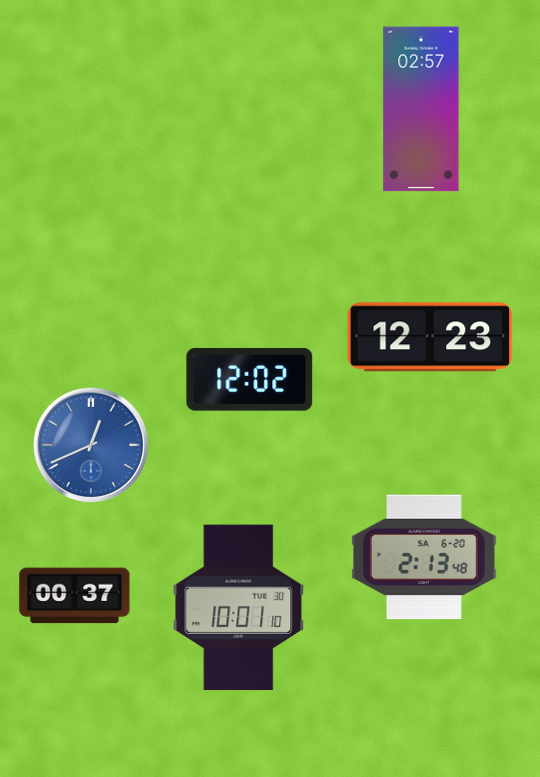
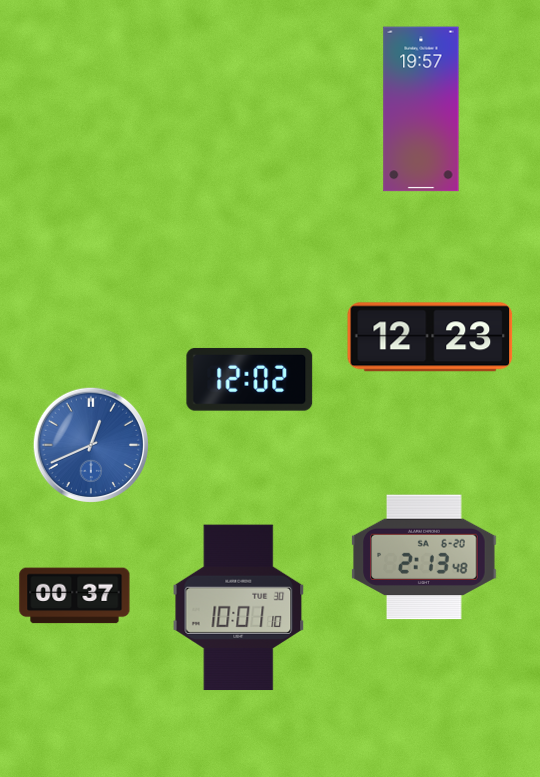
clock at (421, 109): 02:57 -> 19:57
